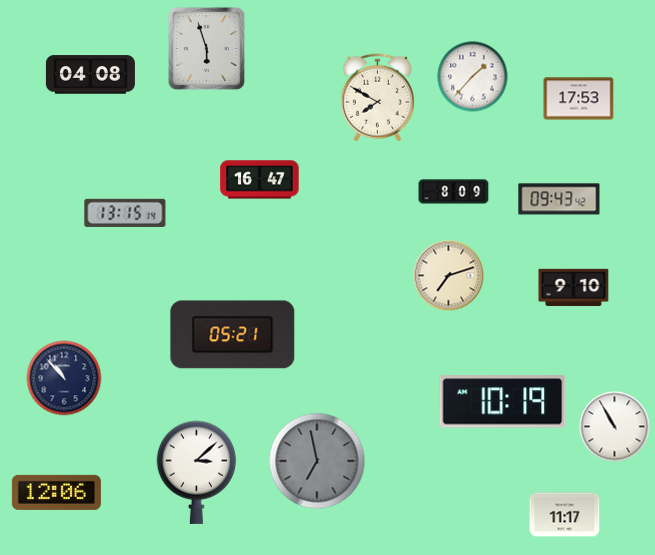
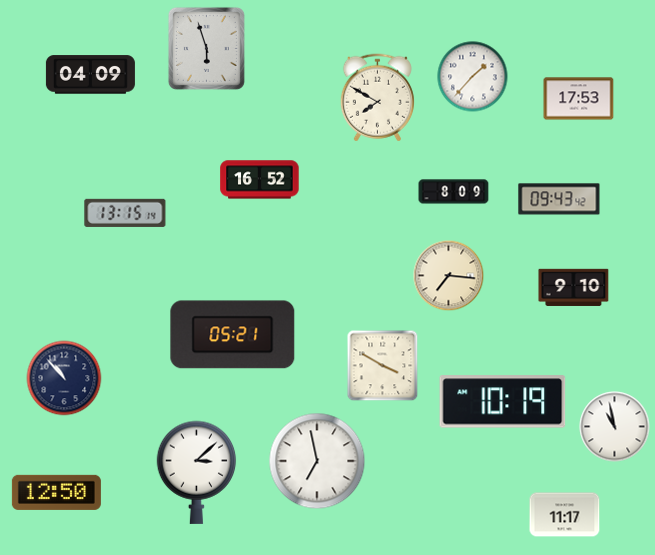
clock at (90, 75): 04:08 -> 04:09
clock at (260, 180): 16:47 -> 16:52
clock at (449, 276): 7:12 -> 7:16
clock at (383, 366): none -> 3:50
clock at (615, 427): 10:55 -> 10:58
clock at (317, 461) dial: grey -> white
clock at (56, 492): 12:06 -> 12:50
